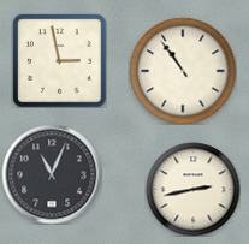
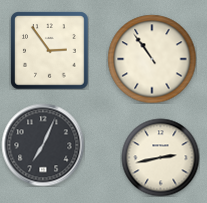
clock at (59, 60): 2:58 -> 2:54
clock at (52, 174): 11:04 -> 7:04
